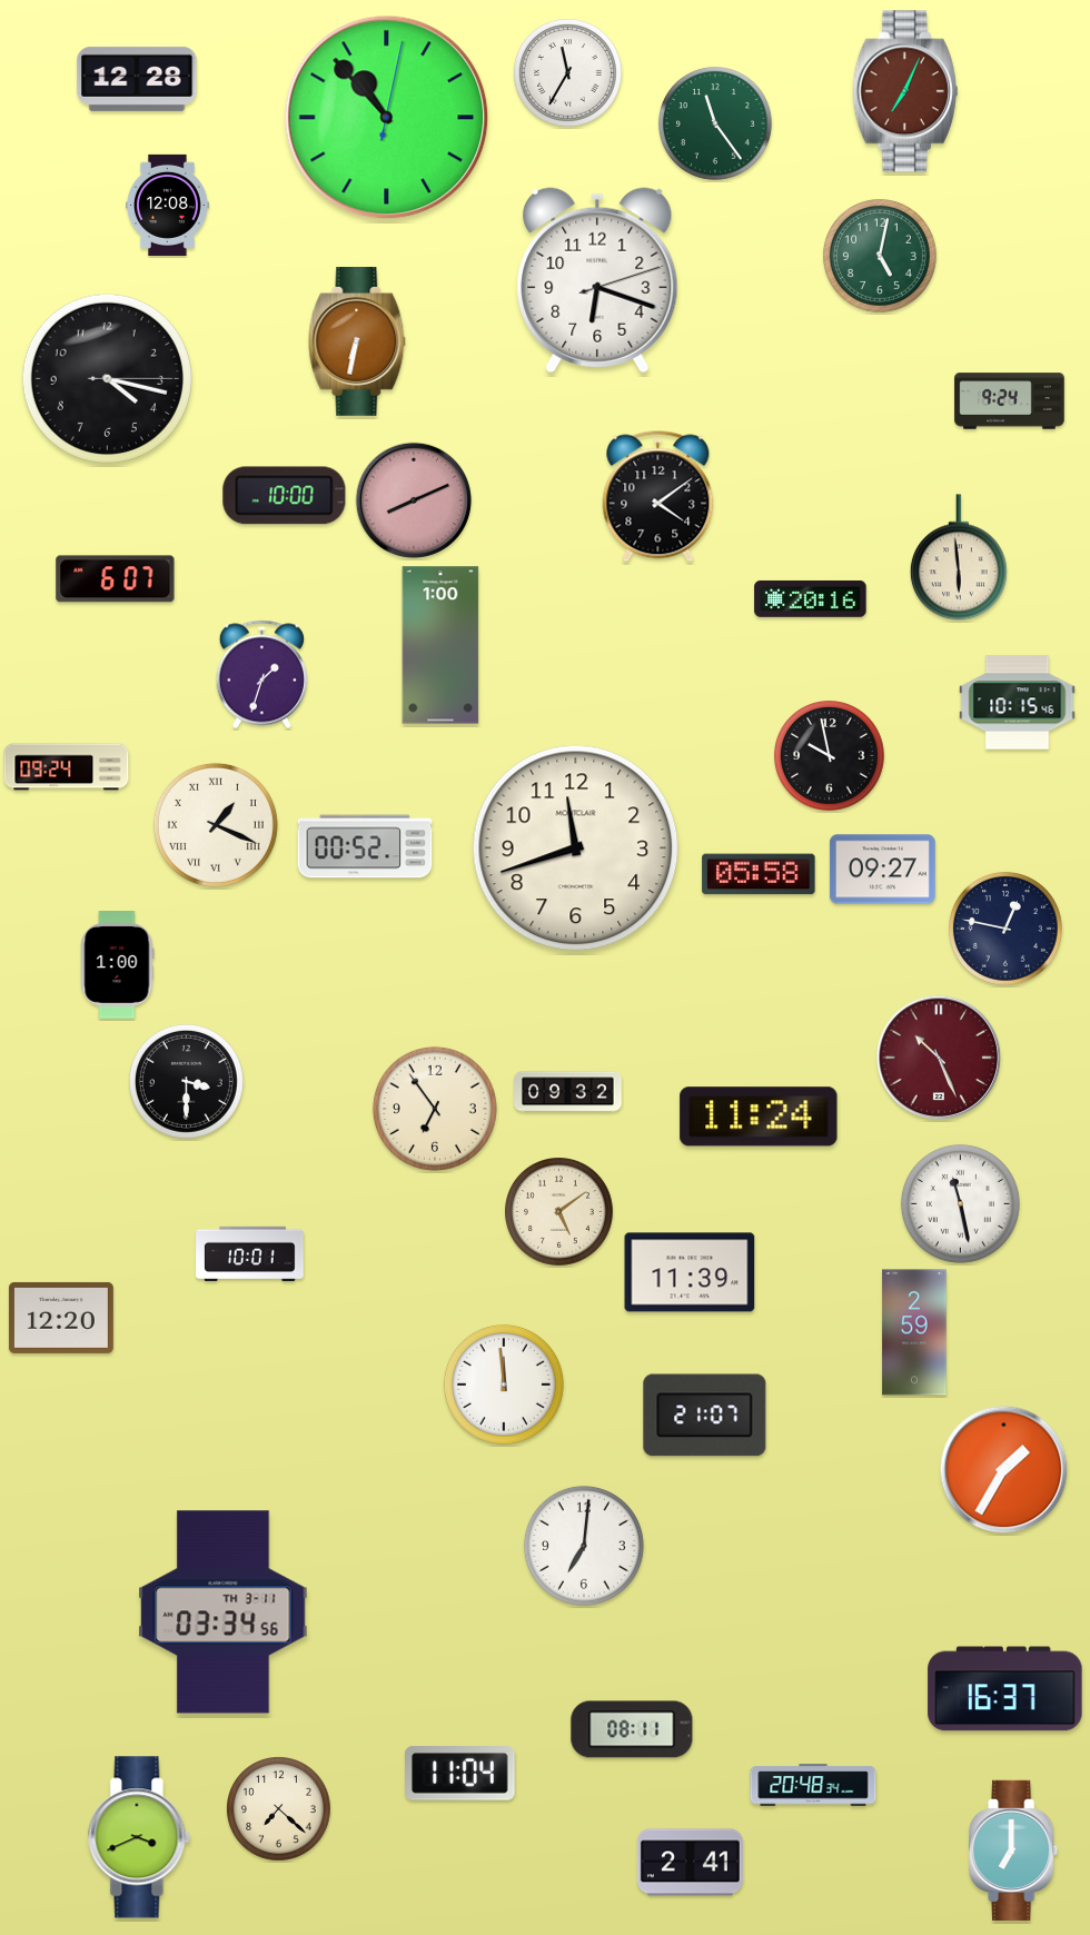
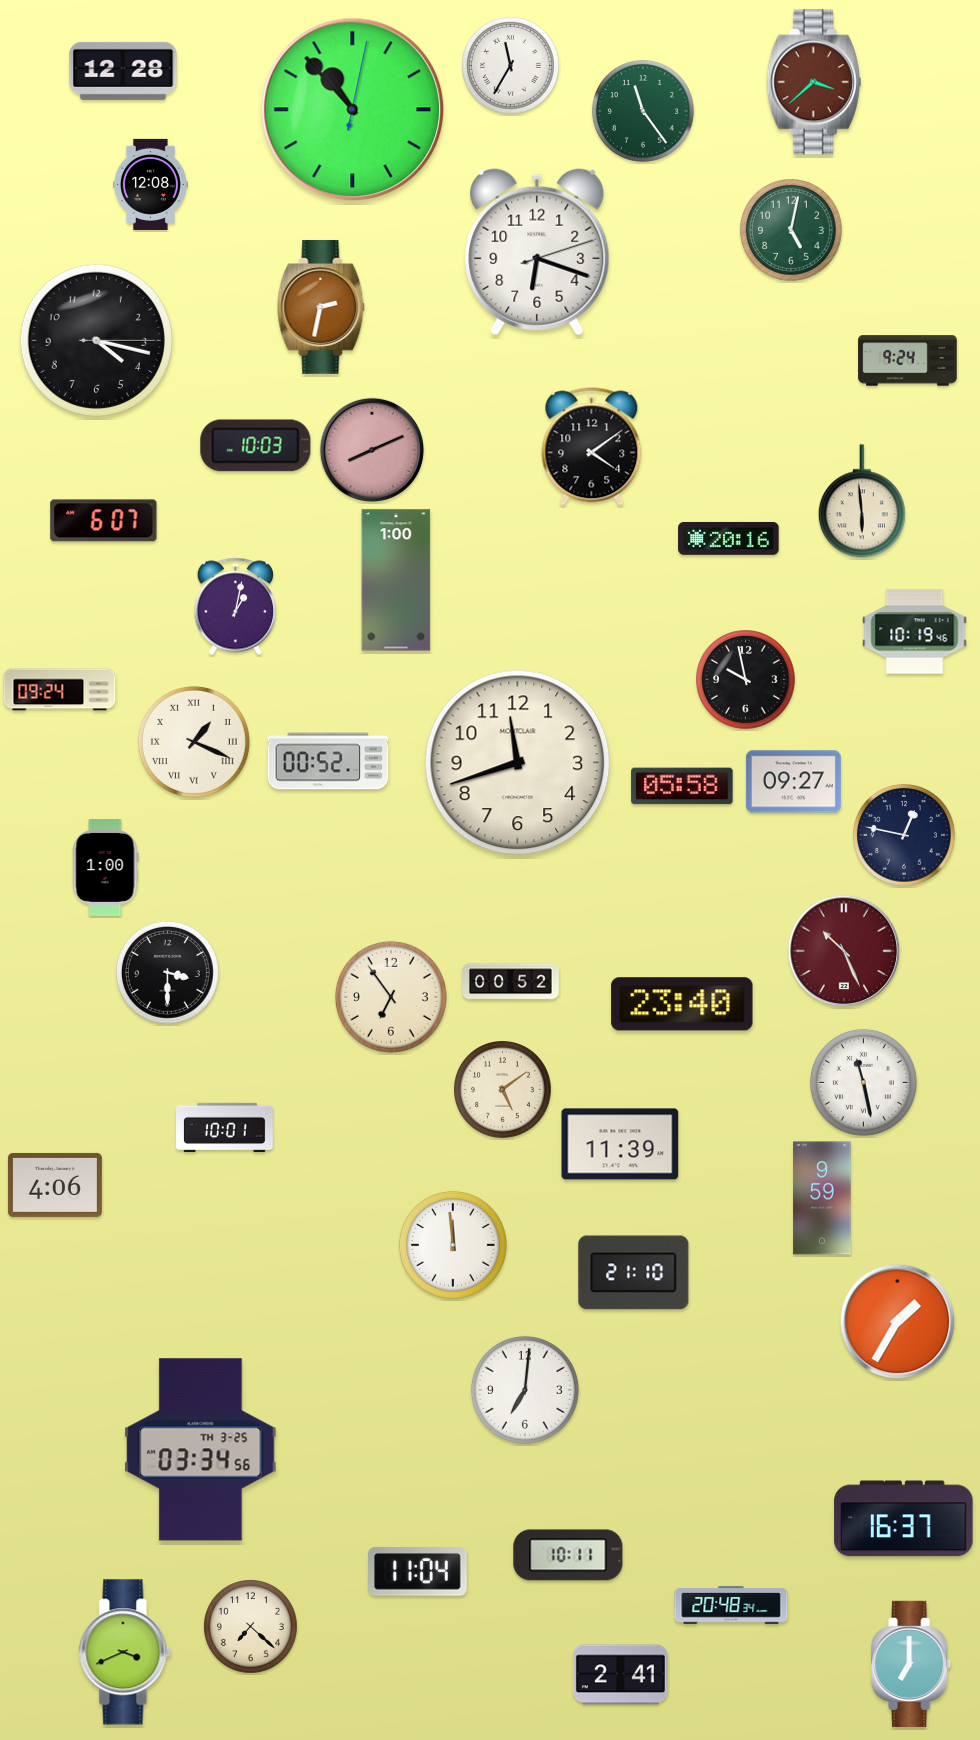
clock at (905, 91): 7:04 -> 3:38
clock at (387, 118) position: (387, 118) -> (353, 110)
clock at (357, 341): 6:32 -> 2:32
clock at (285, 496): 10:00 -> 10:03
clock at (261, 675): 1:33 -> 1:02
clock at (1018, 703): 10:15 -> 10:19
clock at (568, 1092): 09:32 -> 00:52
clock at (759, 1117): 11:24 -> 23:40
clock at (61, 1318): 12:20 -> 4:06
clock at (914, 1332): 2:59 -> 9:59
clock at (705, 1416): 21:07 -> 21:10
clock at (1004, 1470) position: (1004, 1470) -> (898, 1322)
clock at (224, 1612) date: TH 3-11 -> TH 3-25
clock at (632, 1729): 08:11 -> 10:11
clock at (460, 1774) position: (460, 1774) -> (418, 1572)
